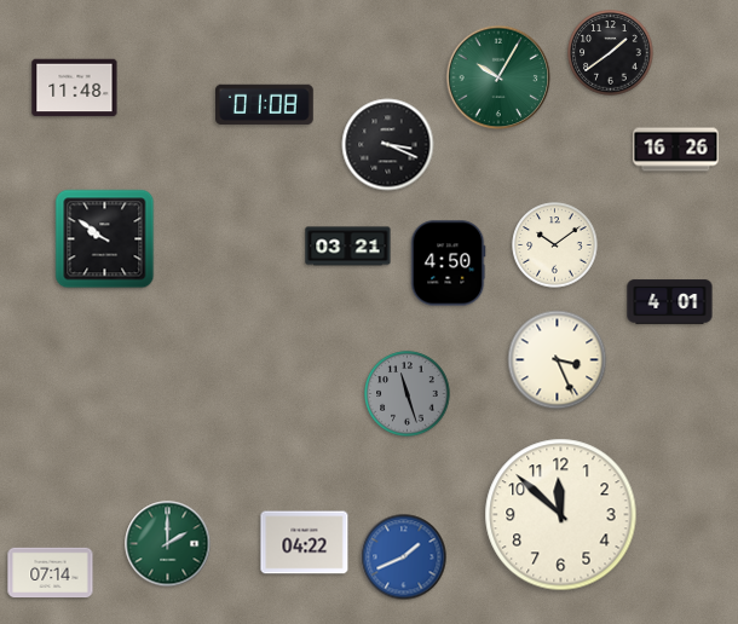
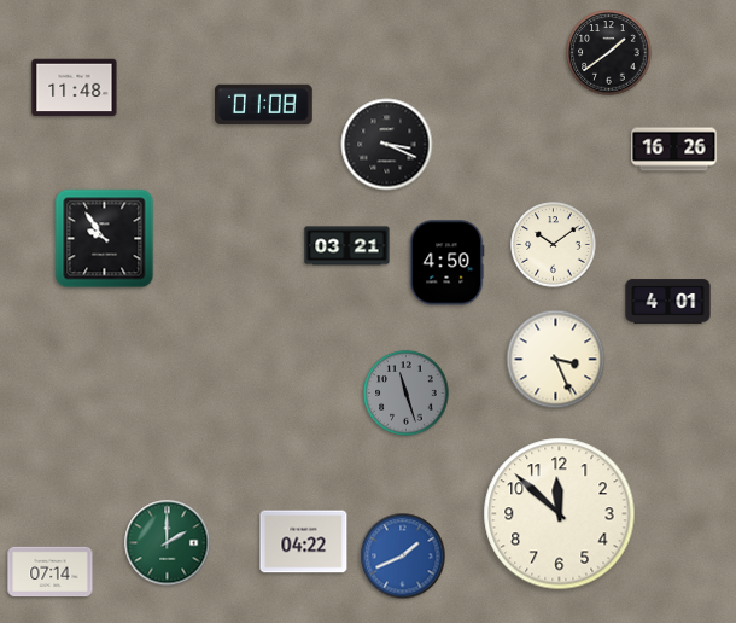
clock at (498, 77): 10:05 -> none
clock at (105, 239): 9:51 -> 9:54
